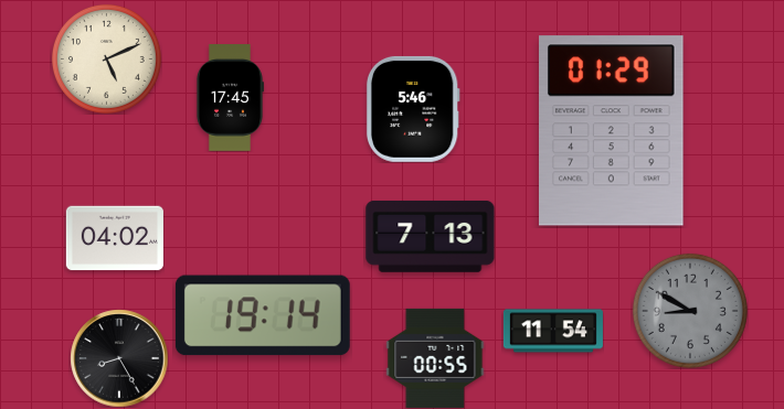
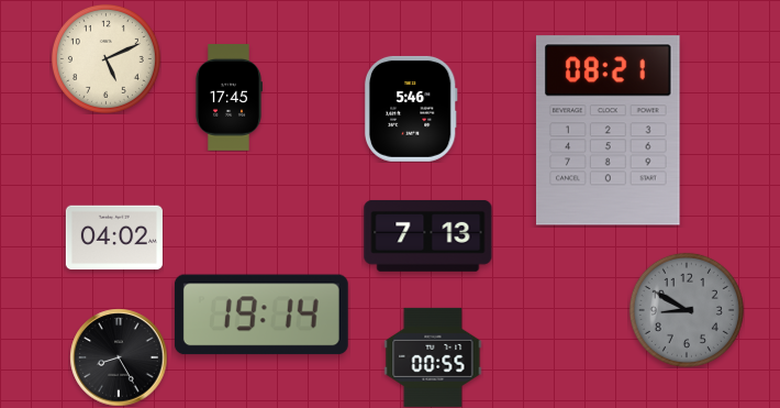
clock at (612, 131): 01:29 -> 08:21
clock at (553, 331): 11:54 -> none
